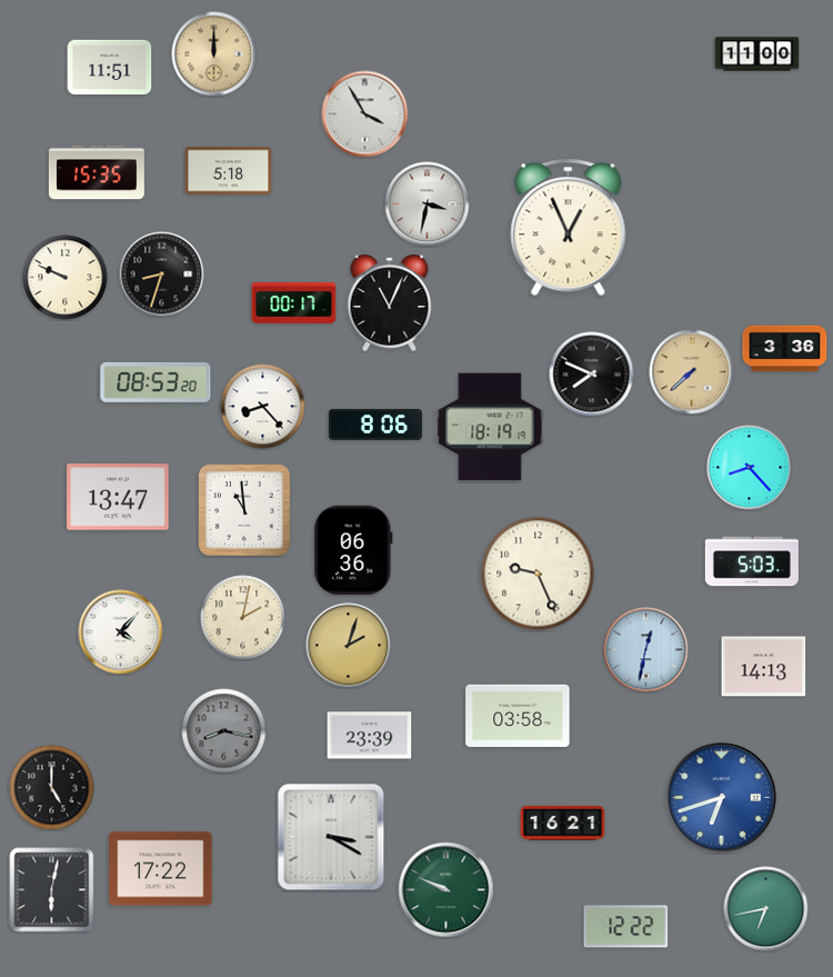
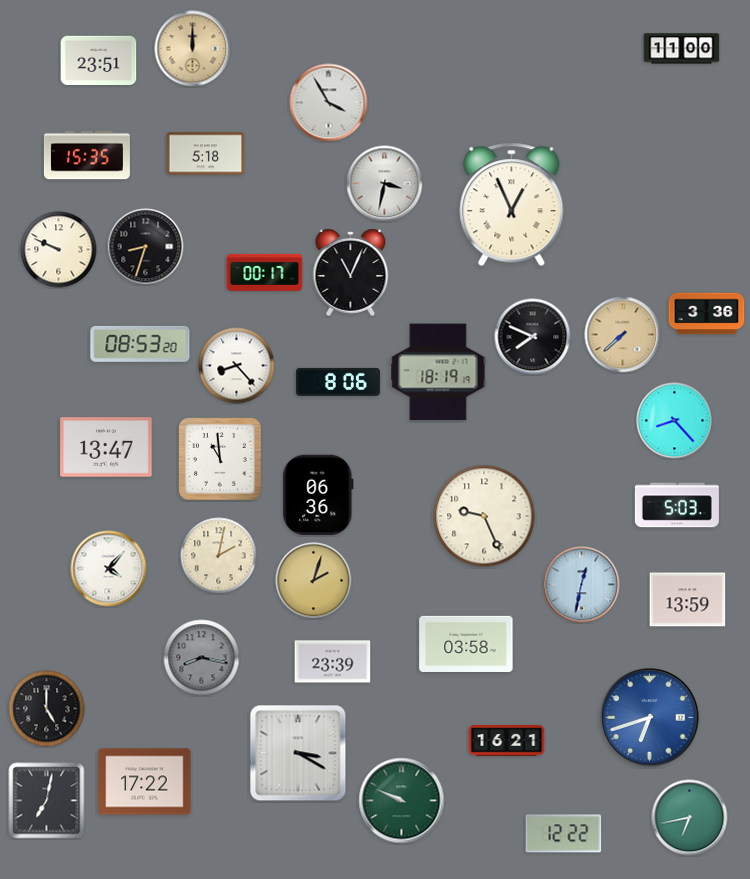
clock at (110, 68): 11:51 -> 23:51
clock at (490, 427) position: (490, 427) -> (438, 372)
clock at (764, 667): 14:13 -> 13:59
clock at (52, 890): 6:02 -> 7:02
